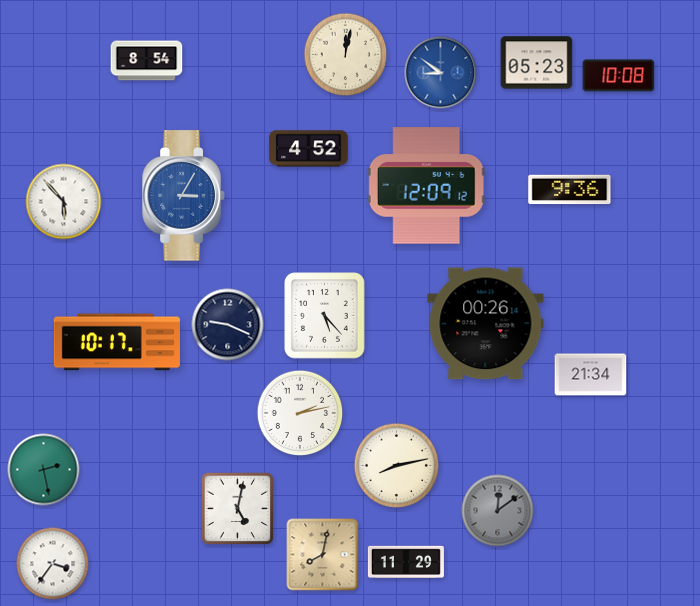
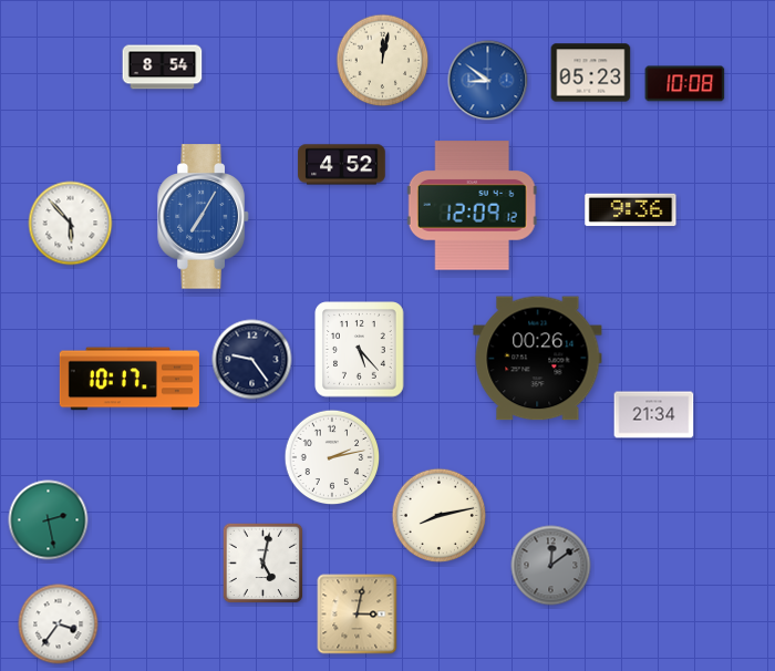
clock at (537, 63) position: (537, 63) -> (591, 73)
clock at (184, 196): 3:05 -> 7:05
clock at (228, 325): 9:19 -> 9:24
clock at (323, 555): 8:02 -> 3:02
clock at (406, 561): 11:29 -> none
